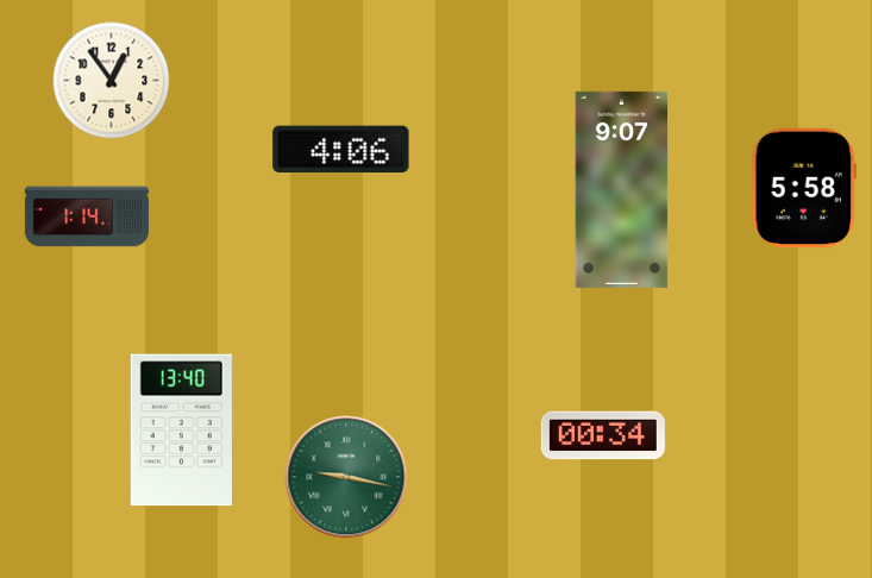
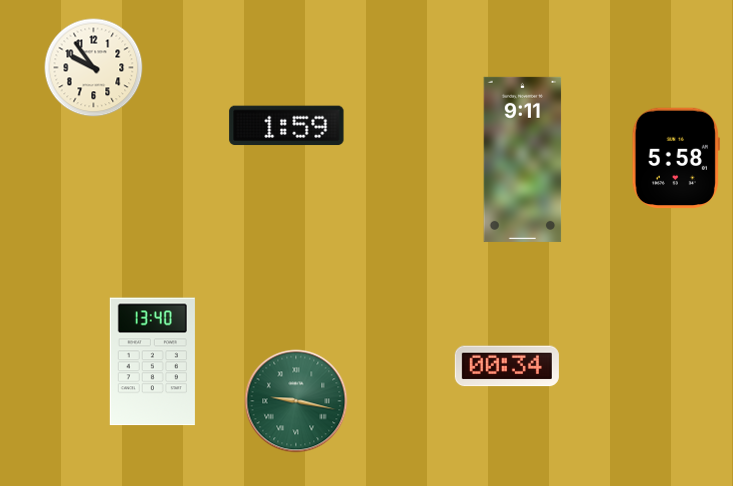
clock at (112, 81): 12:54 -> 9:54
clock at (341, 150): 4:06 -> 1:59
clock at (622, 189): 9:07 -> 9:11
clock at (87, 216): 1:14 -> none
clock at (346, 477) position: (346, 477) -> (296, 401)
